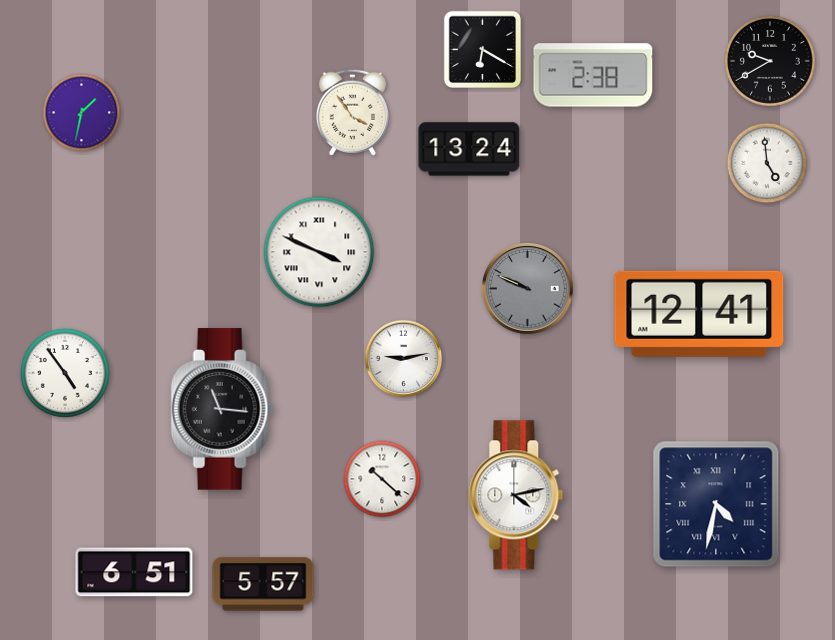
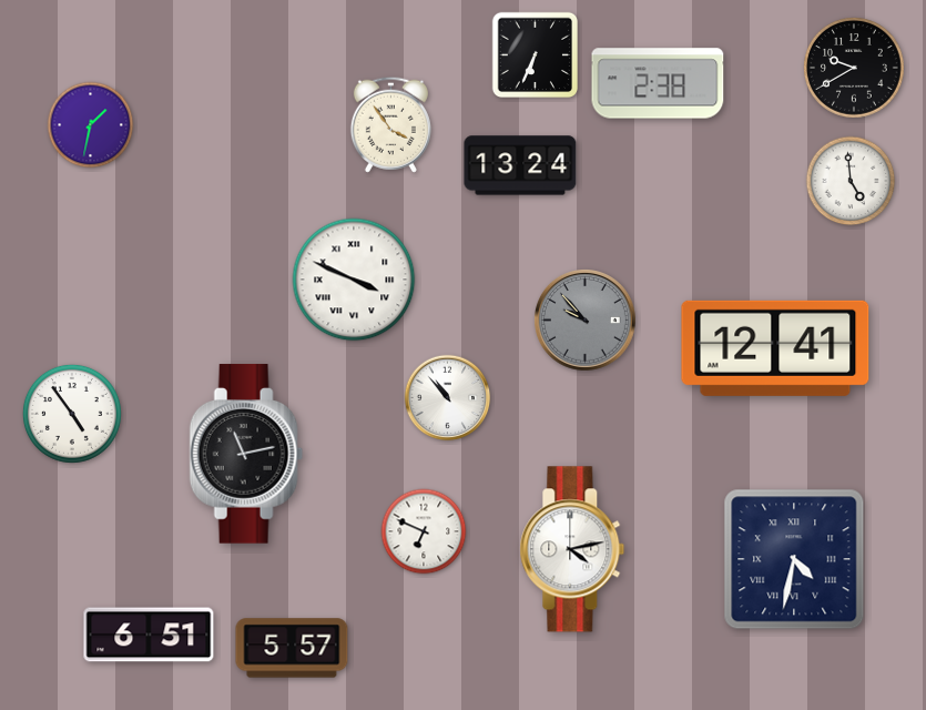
clock at (483, 50): 6:20 -> 6:34
clock at (528, 289): 9:49 -> 9:53
clock at (404, 359): 9:13 -> 10:53
clock at (222, 409): 11:16 -> 11:13
clock at (382, 479): 10:22 -> 6:49
